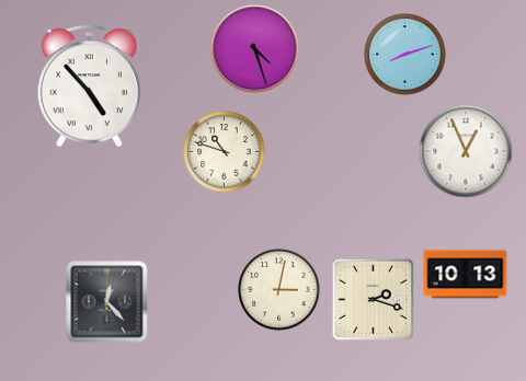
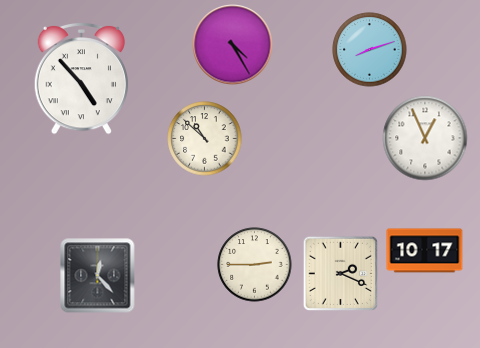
clock at (255, 49): 4:27 -> 4:25
clock at (225, 152): 10:48 -> 10:52
clock at (466, 275): 10:13 -> 10:17
clock at (279, 290): 3:02 -> 2:45
clock at (373, 299): 2:18 -> 2:19
